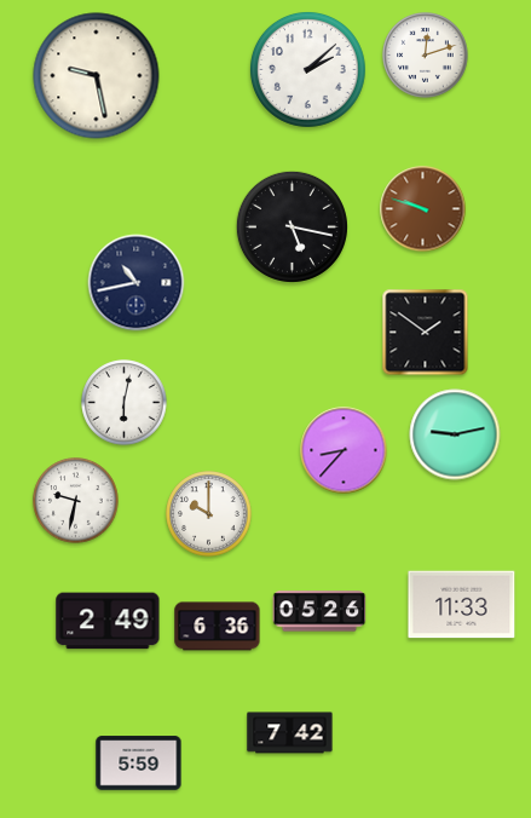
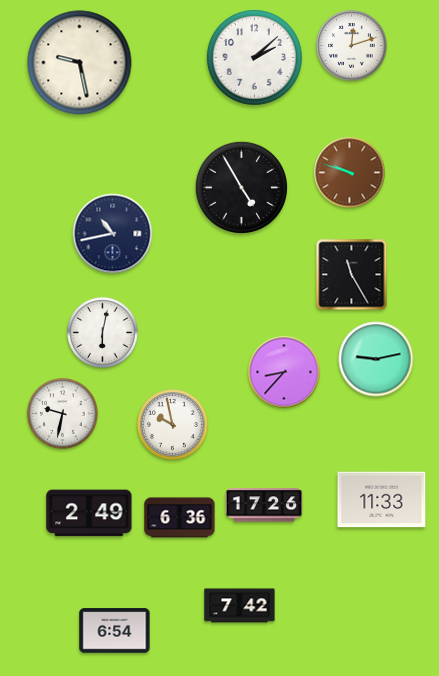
clock at (292, 226): 5:17 -> 4:55
clock at (426, 333): 1:51 -> 11:25
clock at (209, 514): 10:00 -> 9:58
clock at (319, 611): 05:26 -> 17:26
clock at (139, 764): 5:59 -> 6:54
